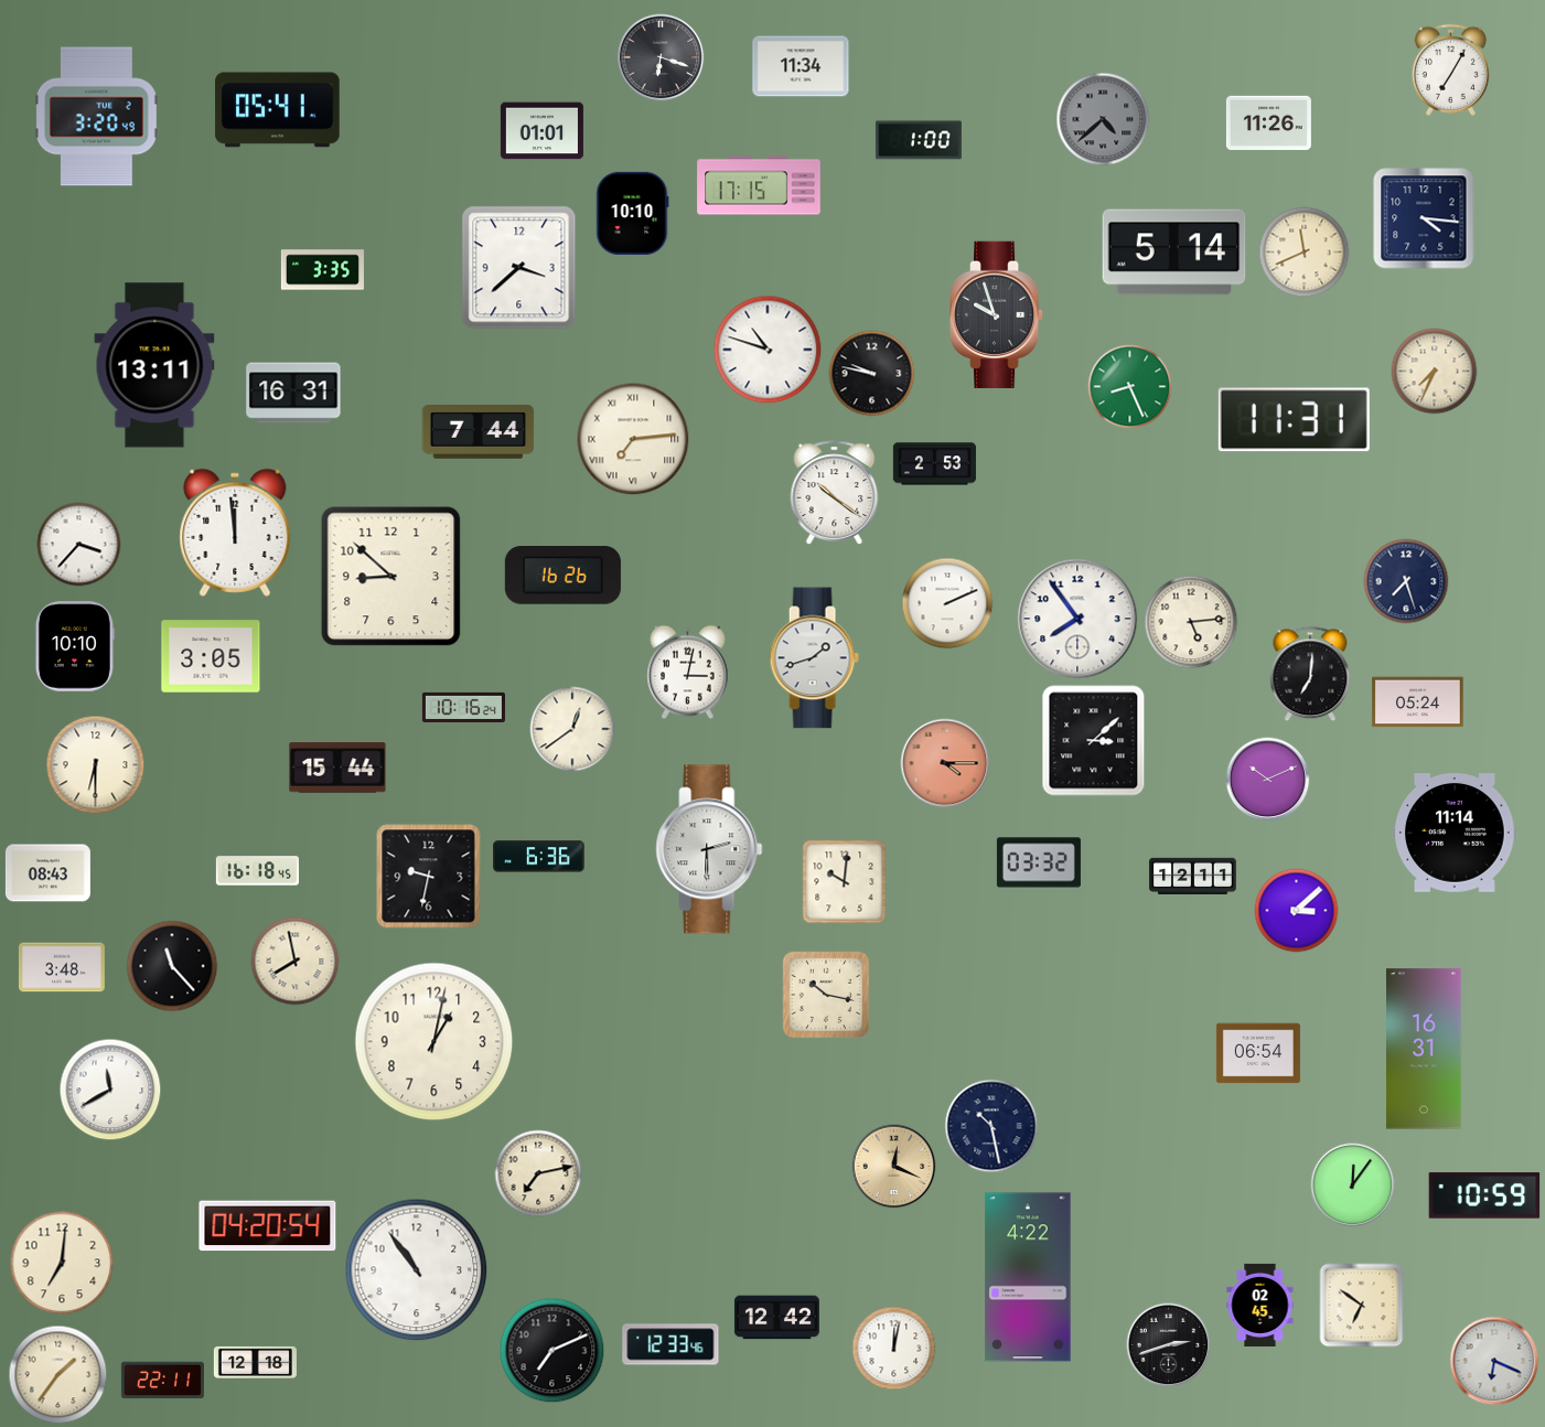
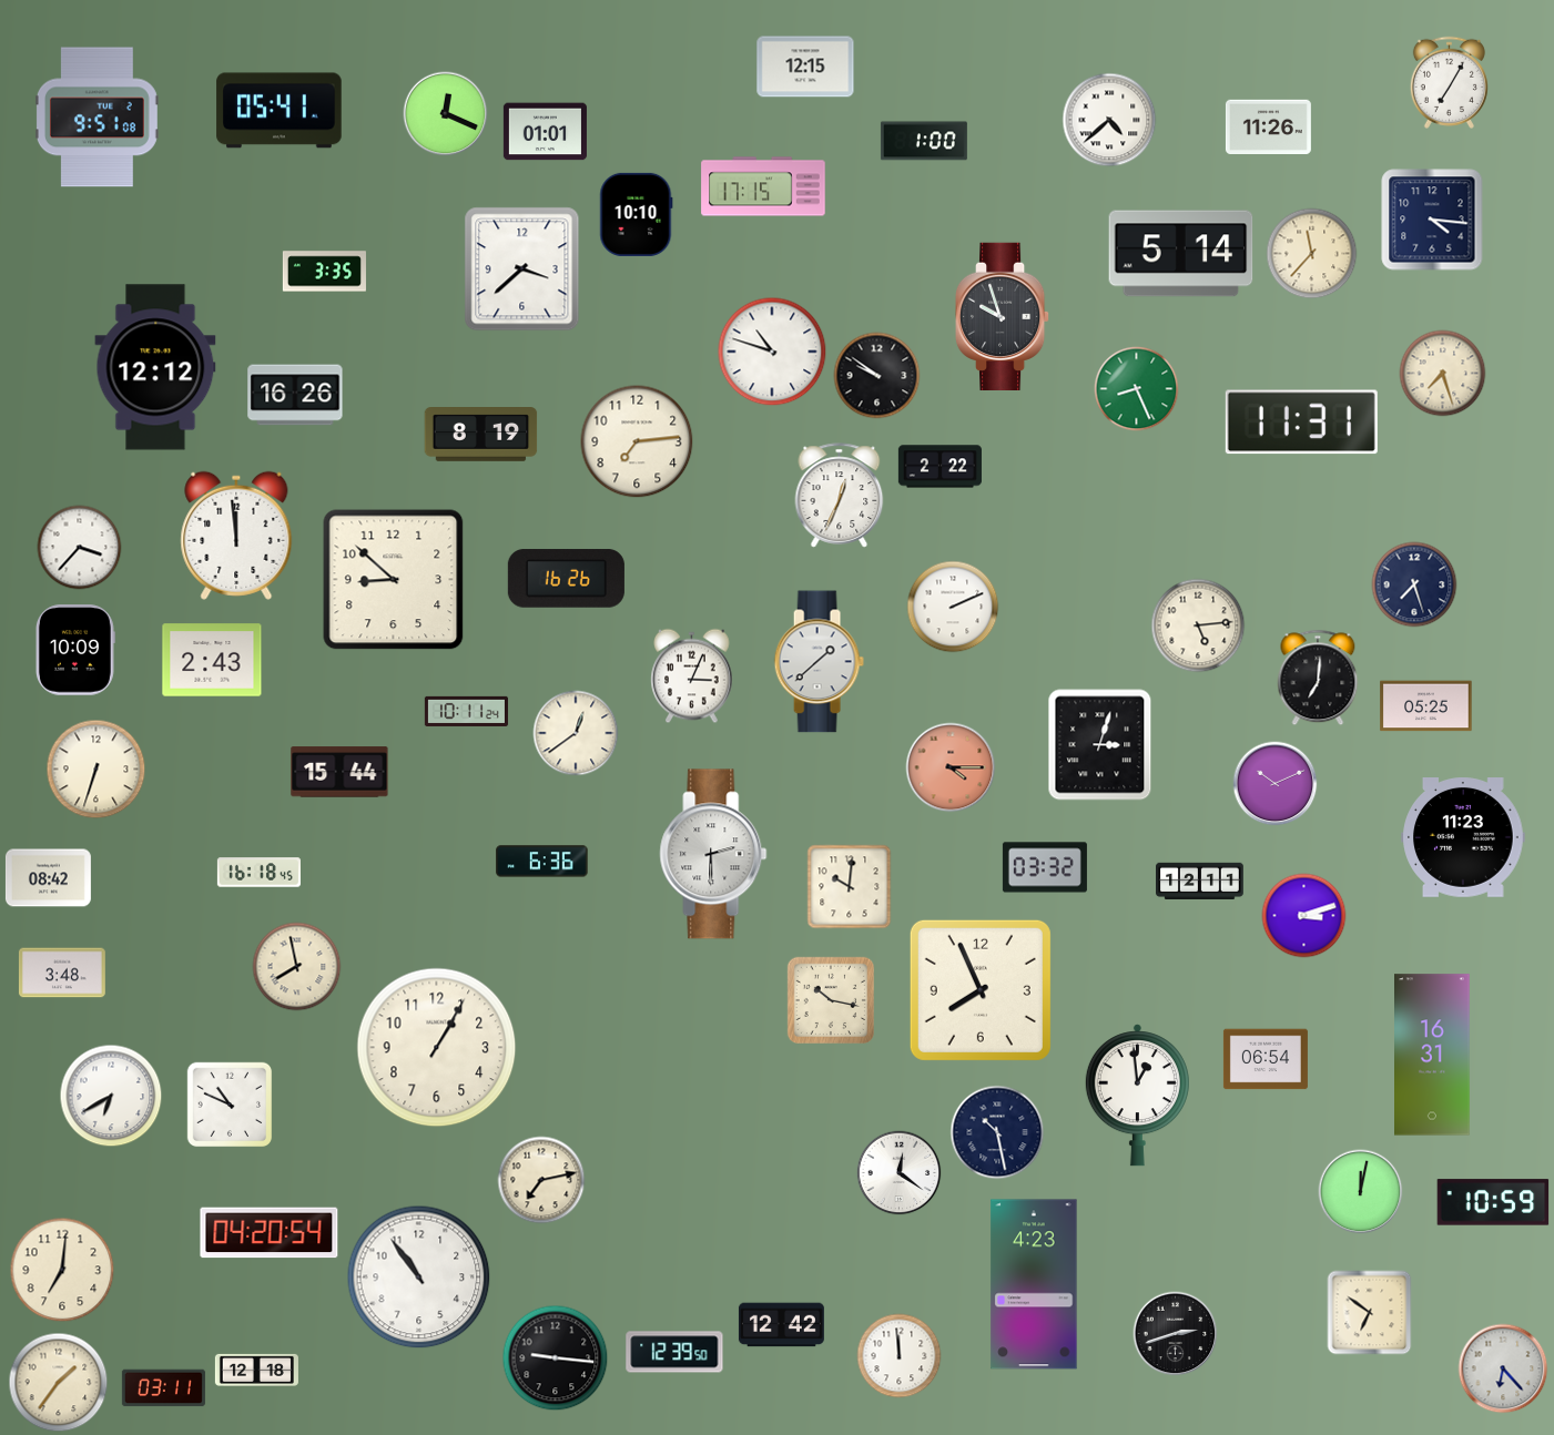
clock at (661, 57): 6:18 -> none
clock at (801, 66): 11:34 -> 12:15
clock at (1450, 69) position: (1450, 69) -> (1449, 82)
clock at (446, 114): none -> 12:19
clock at (96, 117): 3:20 -> 9:51
clock at (1103, 119) dial: grey -> white
clock at (1268, 122) position: (1268, 122) -> (1268, 126)
clock at (1305, 253): 11:41 -> 11:37
clock at (154, 365): 13:11 -> 12:12
clock at (1435, 372): 7:34 -> 7:27
clock at (872, 374): 9:47 -> 9:51
clock at (293, 393): 16:31 -> 16:26
clock at (479, 432): 7:44 -> 8:19
clock at (633, 439) numerals: Roman -> Arabic
clock at (934, 464): 2:53 -> 2:22
clock at (835, 493): 10:21 -> 12:34
clock at (1077, 619): 7:54 -> none
clock at (74, 646): 10:10 -> 10:09
clock at (211, 656): 3:05 -> 2:43
clock at (814, 658): 1:42 -> 1:38
clock at (688, 673): 3:02 -> 3:04
clock at (1418, 702): 05:24 -> 05:25
clock at (463, 707): 10:16 -> 10:11
clock at (1094, 741): 3:08 -> 3:03
clock at (96, 765): 6:30 -> 6:33
clock at (1455, 834): 11:14 -> 11:23
clock at (257, 871) position: (257, 871) -> (258, 873)
clock at (47, 873): 08:43 -> 08:42
clock at (429, 877): 9:32 -> none
clock at (1297, 911): 3:08 -> 3:12
clock at (172, 966): 11:23 -> none
clock at (981, 990): none -> 7:56
clock at (434, 1042): 1:02 -> 1:05
clock at (110, 1090): 11:40 -> 6:40
clock at (1137, 1096): none -> 12:59
clock at (230, 1105): none -> 10:49
clock at (894, 1167): 12:19 -> 12:21
clock at (894, 1167) dial: champagne -> white
clock at (1353, 1185): 12:06 -> 12:02
clock at (1028, 1277): 4:22 -> 4:23
clock at (1260, 1305): 02:45 -> none
clock at (670, 1344): 12:33 -> 12:39
clock at (1169, 1345) position: (1169, 1345) -> (1176, 1334)
clock at (894, 1349): 12:02 -> 11:59
clock at (552, 1351): 7:11 -> 9:16
clock at (1494, 1361): 6:19 -> 6:23
clock at (162, 1381): 22:11 -> 03:11
